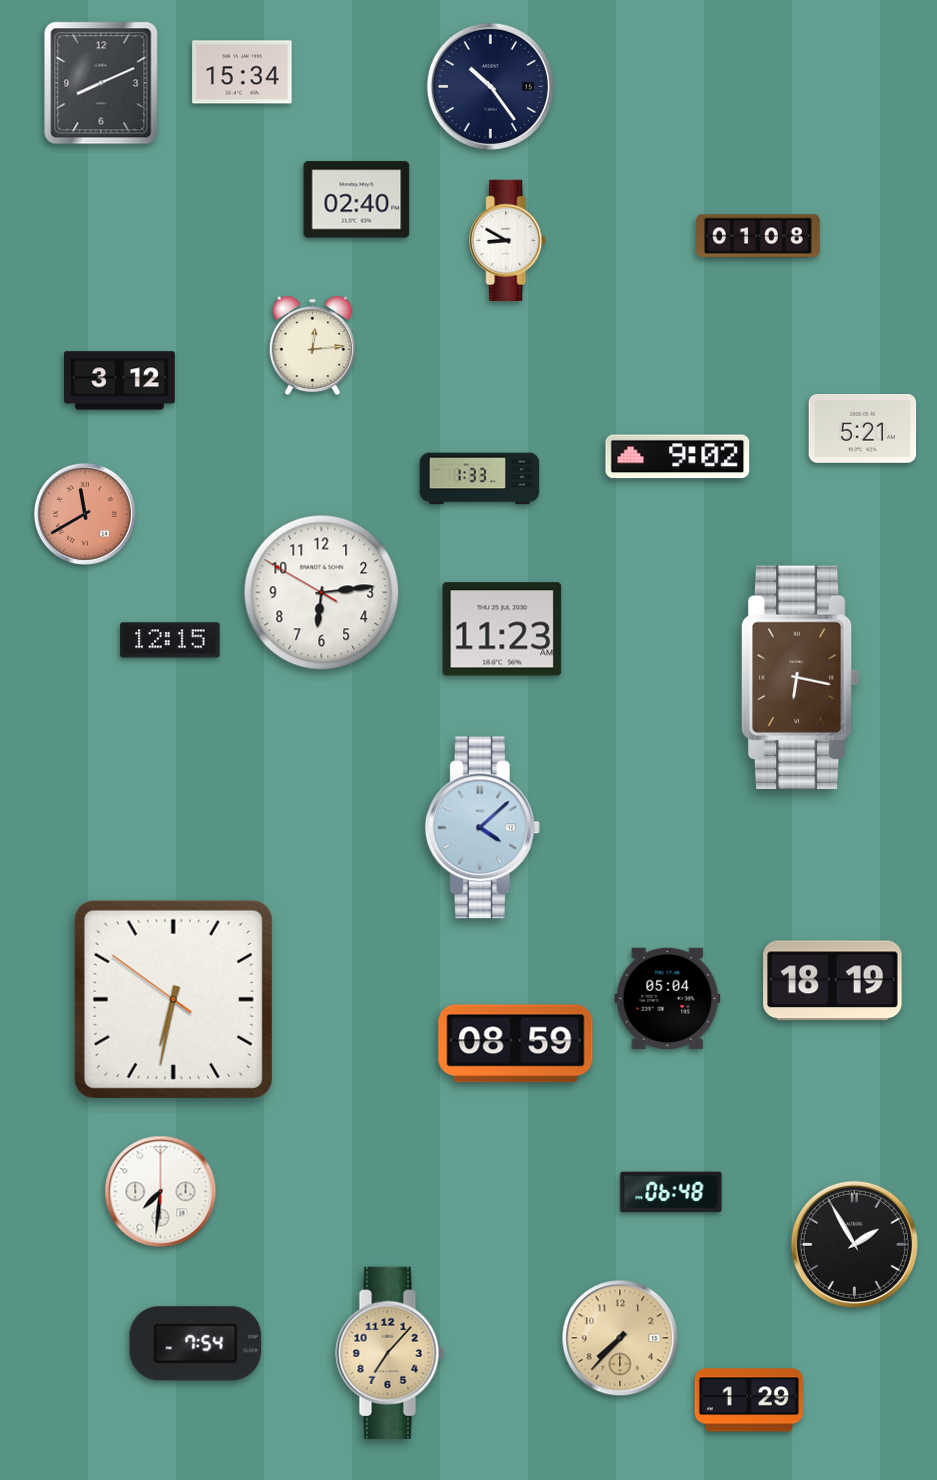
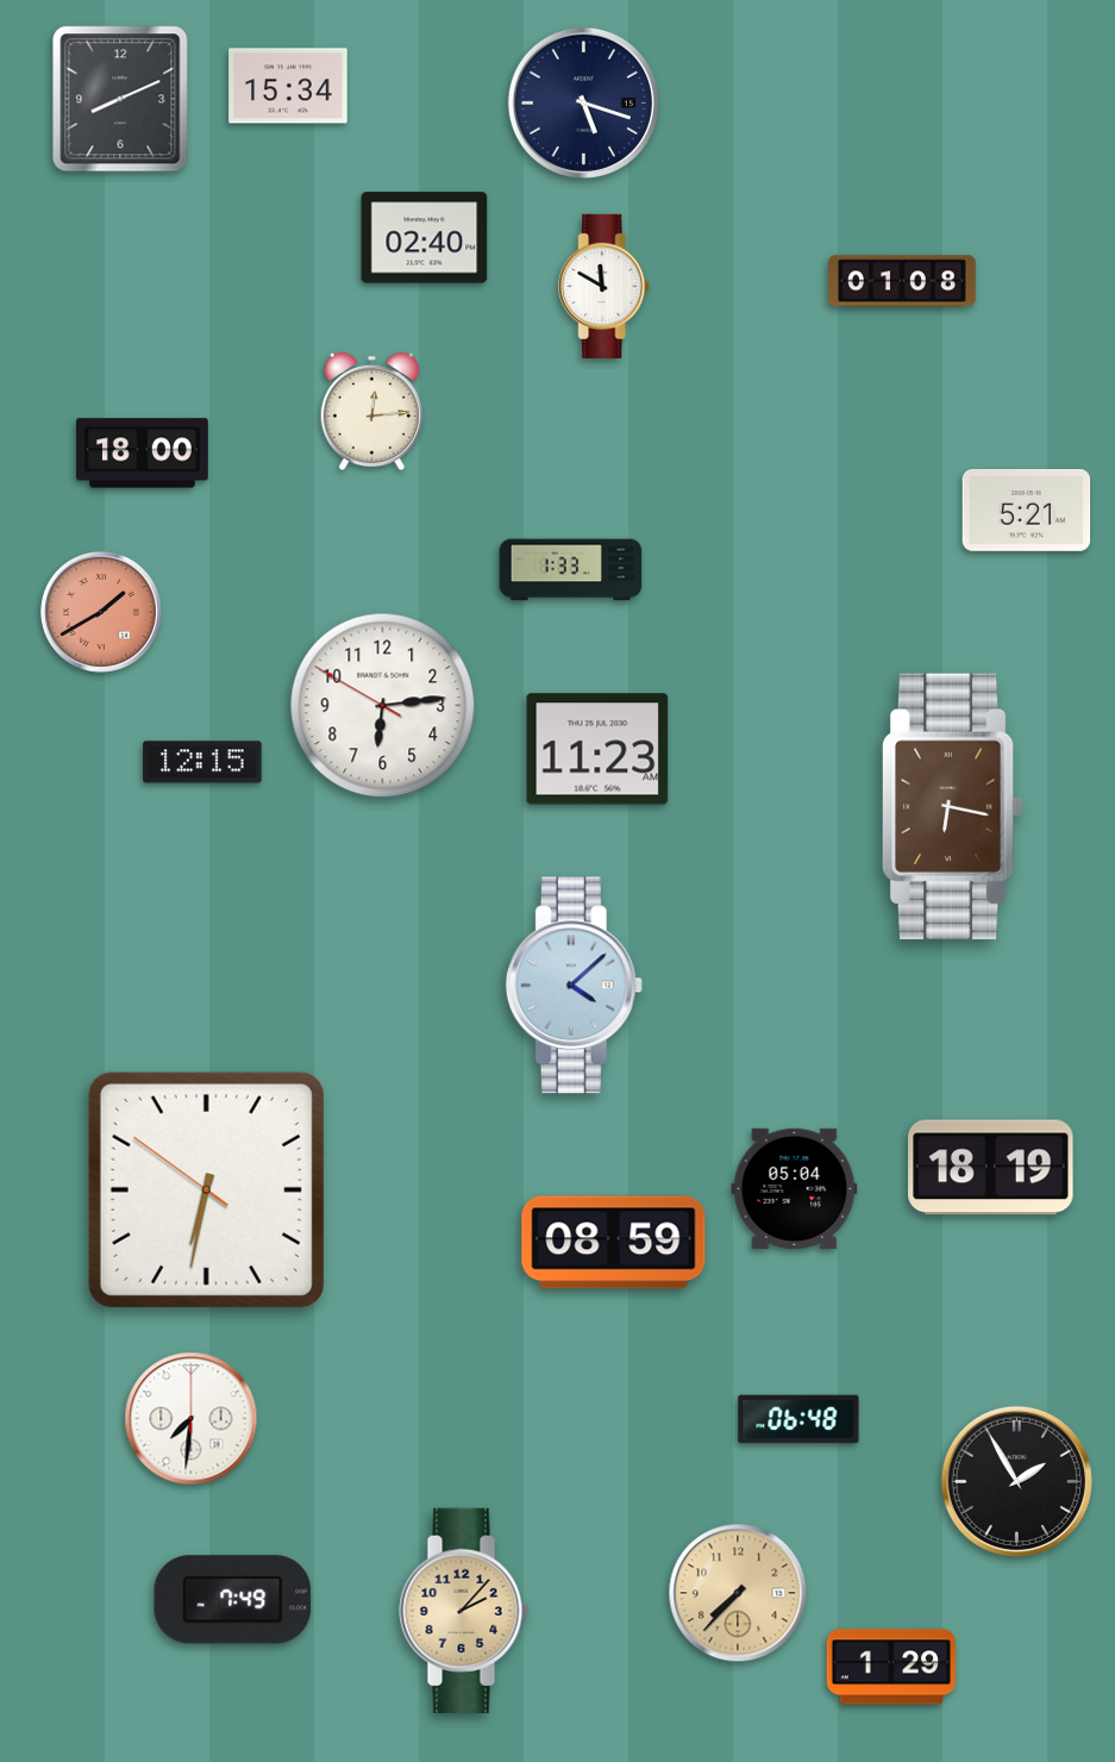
clock at (490, 86): 10:24 -> 5:18
clock at (508, 240): 8:50 -> 11:50
clock at (120, 381): 3:12 -> 18:00
clock at (678, 457): 9:02 -> none
clock at (85, 514): 11:40 -> 1:40
clock at (196, 1344): 7:54 -> 7:49
clock at (390, 1353): 7:07 -> 2:07
